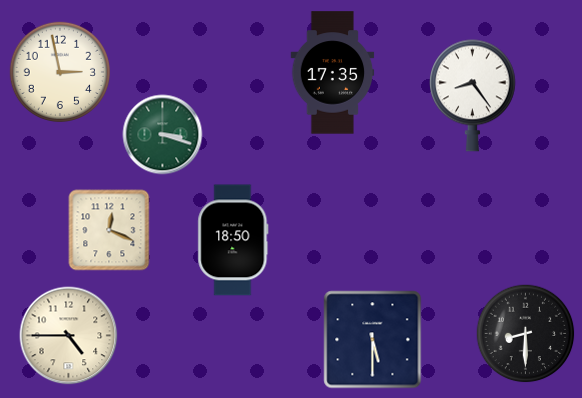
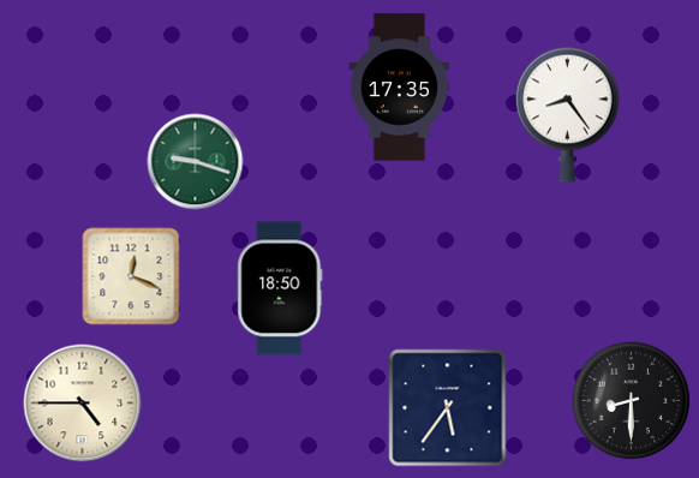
clock at (59, 71): 2:58 -> none
clock at (163, 135): 3:18 -> 9:18
clock at (373, 340): 5:30 -> 5:36
